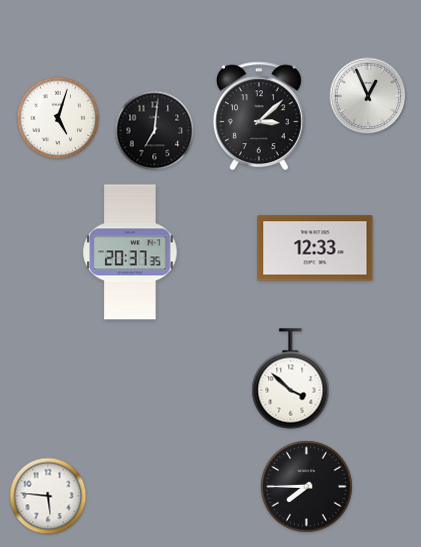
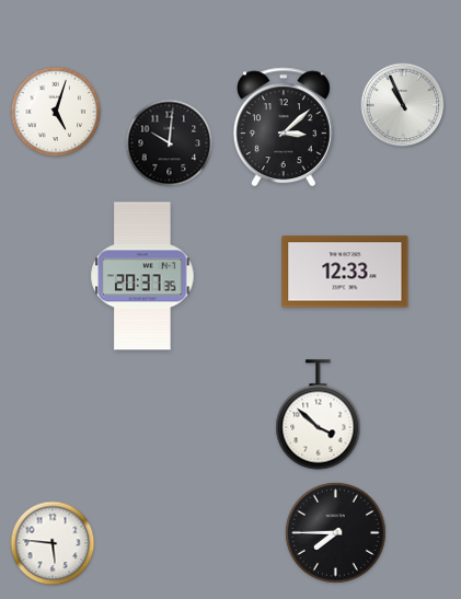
clock at (368, 96): 12:56 -> 10:56
clock at (58, 118) position: (58, 118) -> (56, 112)
clock at (155, 131): 7:01 -> 10:01
